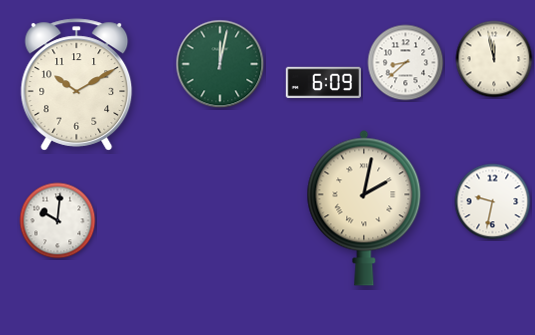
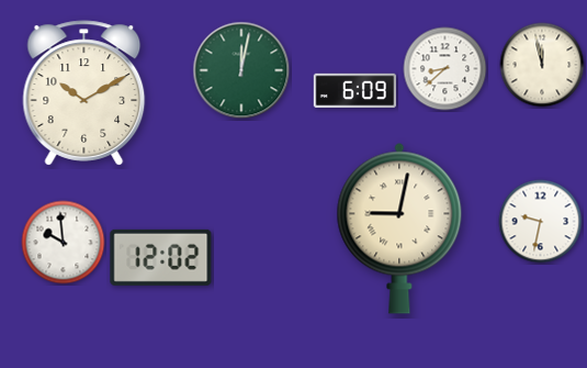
clock at (364, 208): 2:02 -> 9:02
clock at (58, 221): 10:01 -> 9:59
clock at (161, 257): none -> 12:02
